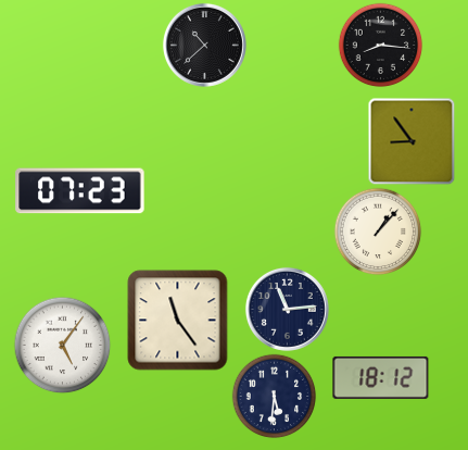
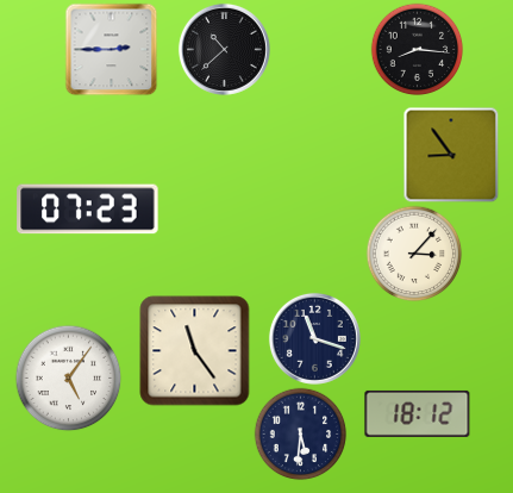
clock at (111, 49): none -> 2:45
clock at (378, 232): 1:07 -> 3:07
clock at (287, 309): 11:14 -> 11:18
